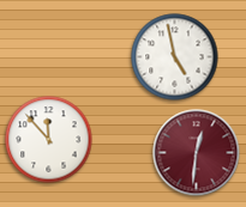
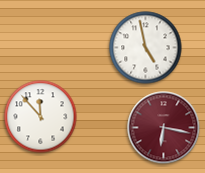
clock at (197, 153): 12:31 -> 6:17
